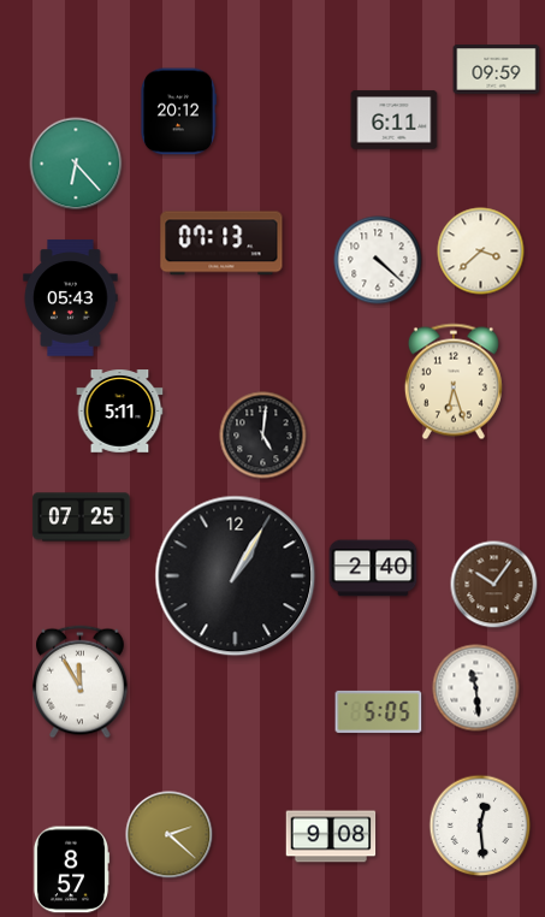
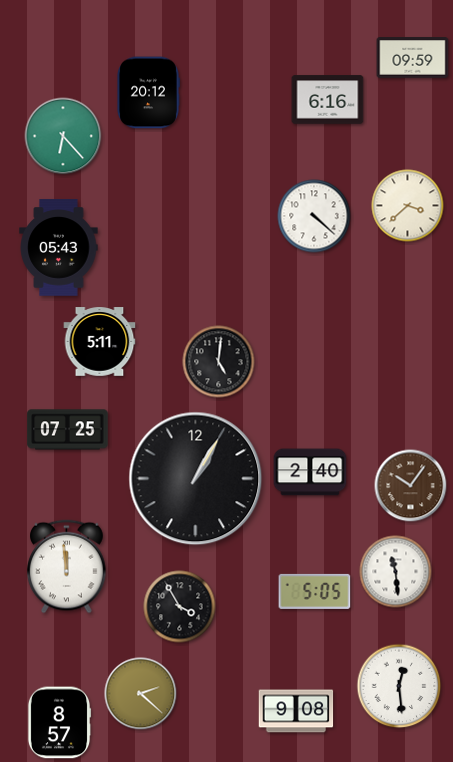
clock at (395, 120): 6:11 -> 6:16
clock at (221, 243): 07:13 -> none
clock at (481, 252) position: (481, 252) -> (408, 206)
clock at (454, 381): 6:27 -> none
clock at (81, 682): 11:55 -> 11:59
clock at (180, 607): none -> 3:55
clock at (331, 836) position: (331, 836) -> (296, 711)
